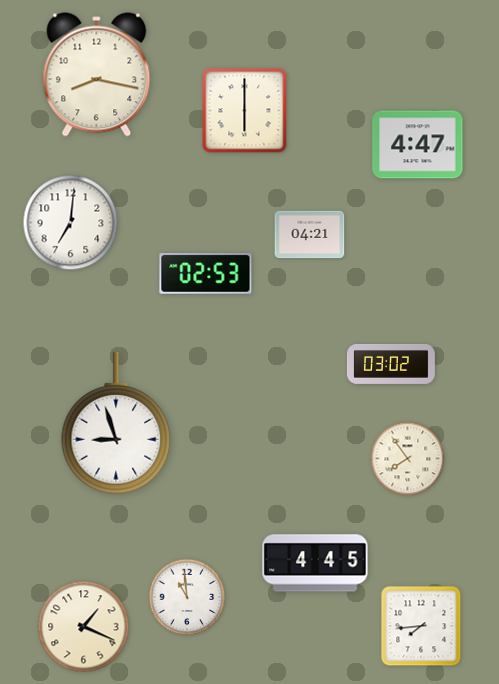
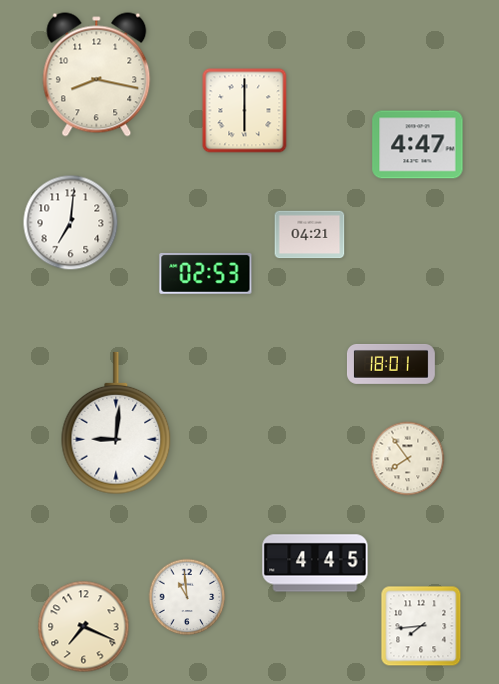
clock at (391, 364): 03:02 -> 18:01
clock at (116, 423): 8:57 -> 9:01
clock at (84, 627): 1:19 -> 7:19
